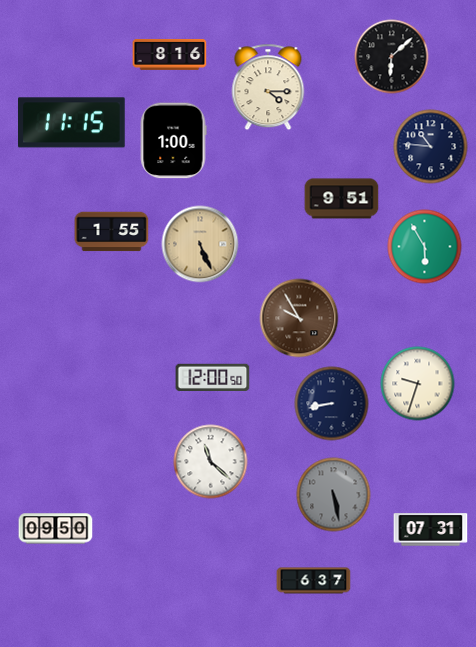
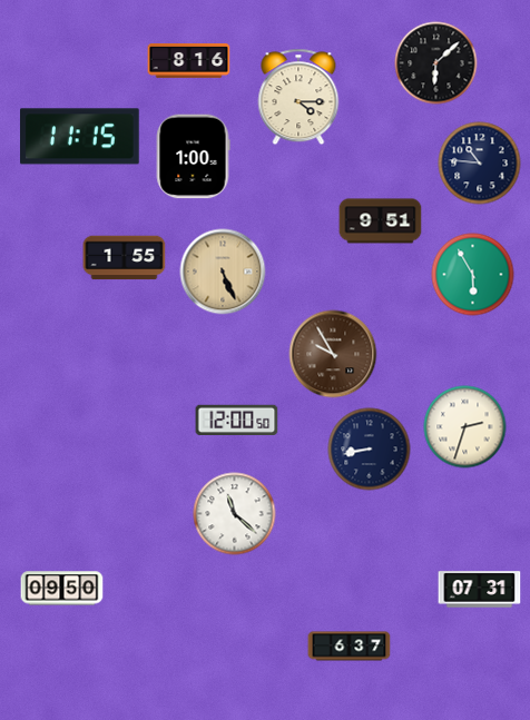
clock at (418, 384): 9:33 -> 2:33
clock at (334, 495): 5:28 -> none
